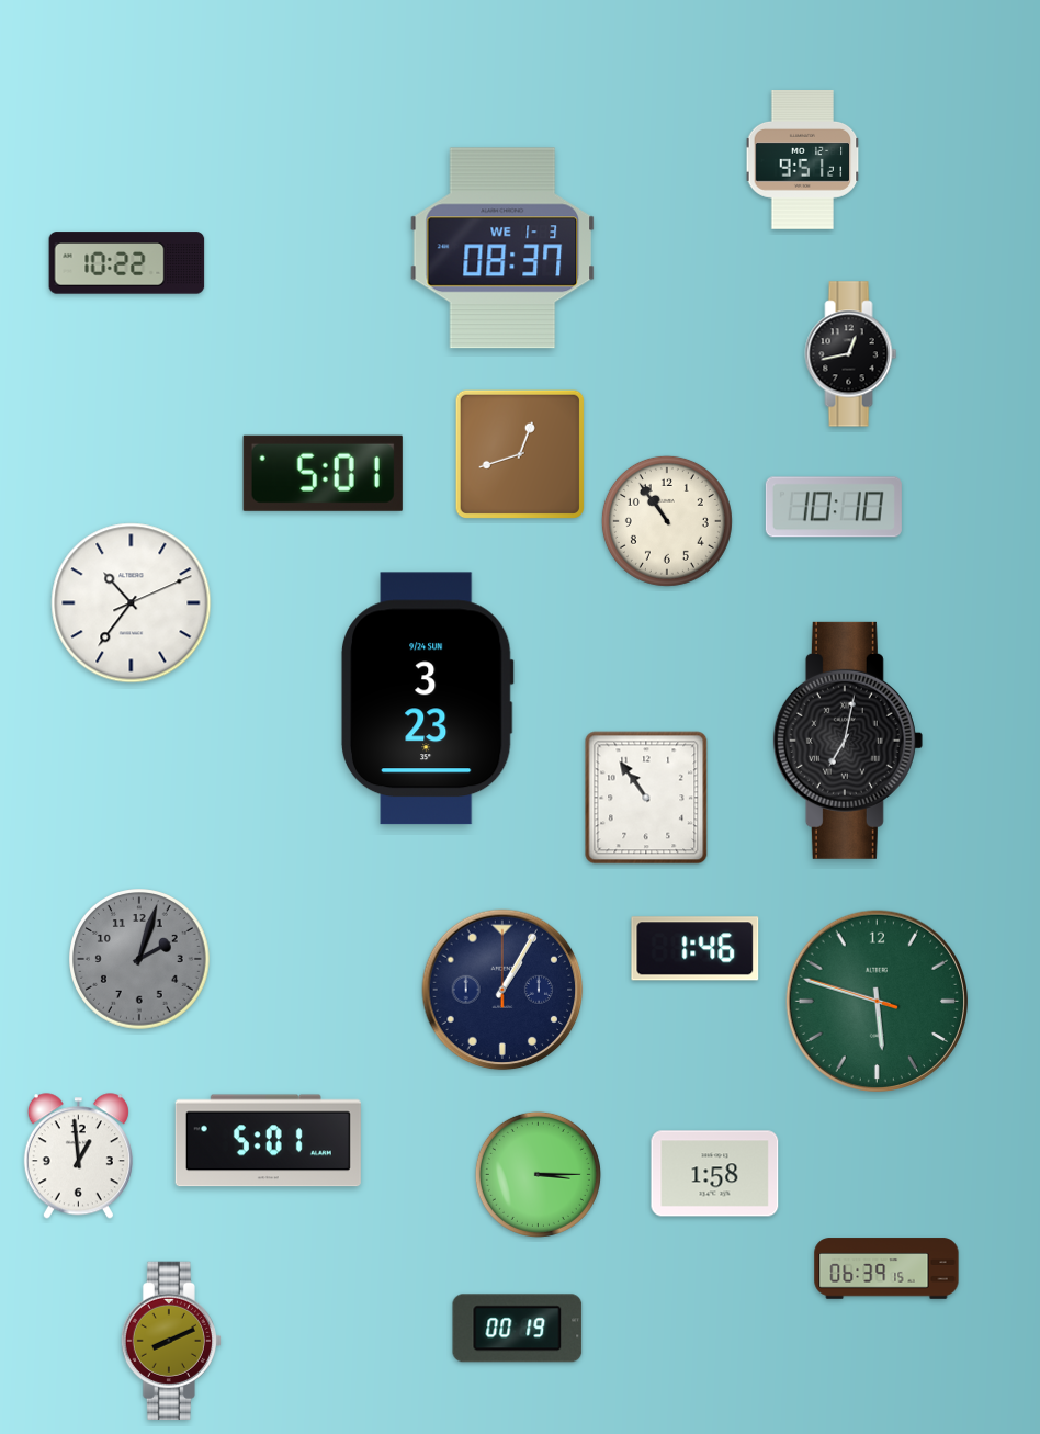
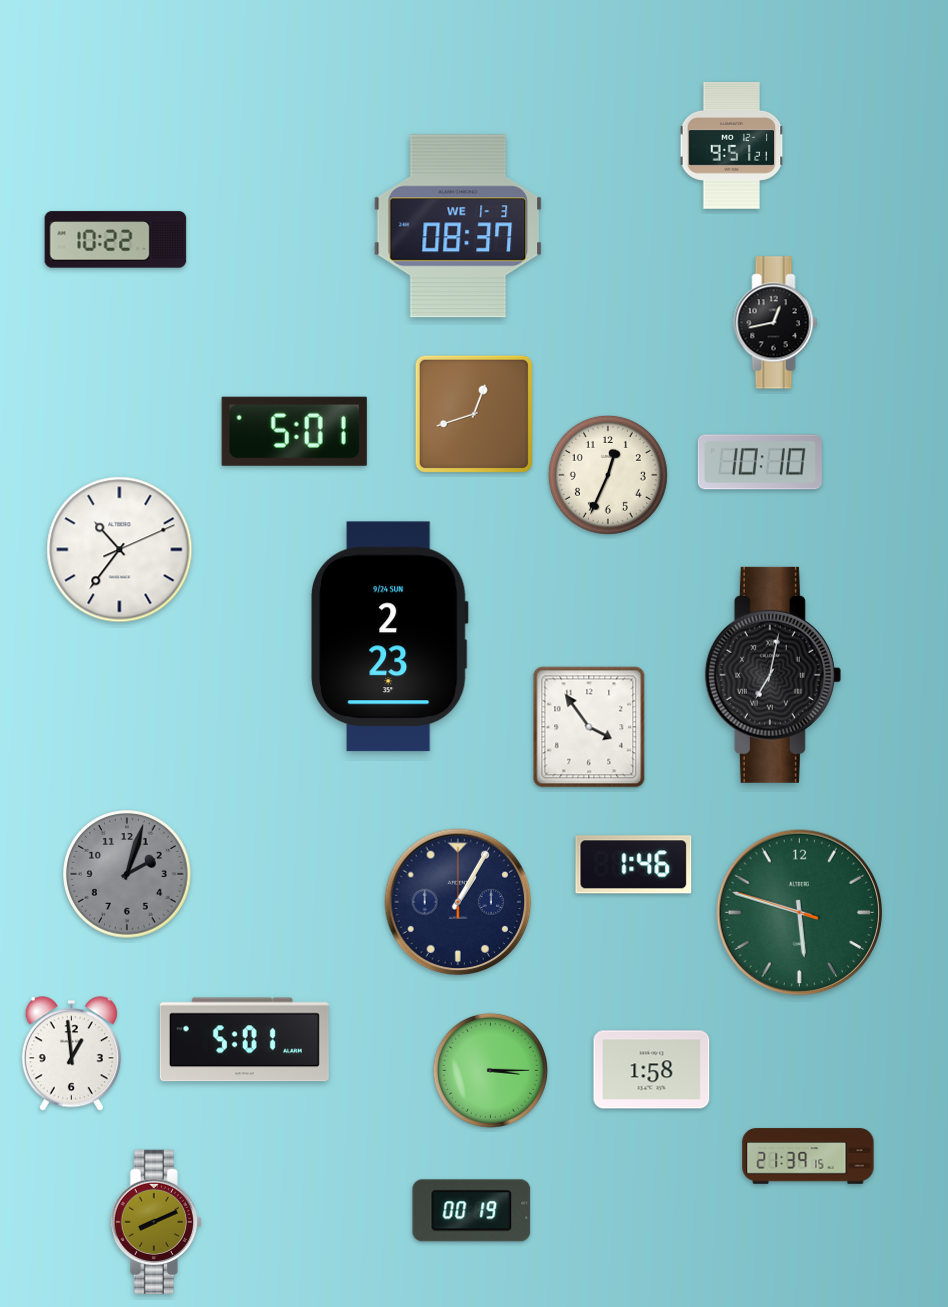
clock at (667, 521): 10:54 -> 12:34
clock at (427, 699): 3:23 -> 2:23
clock at (646, 798): 10:54 -> 3:54
clock at (886, 1268): 06:39 -> 21:39
